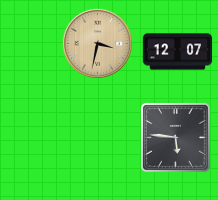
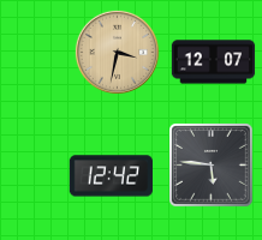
clock at (111, 176): none -> 12:42
